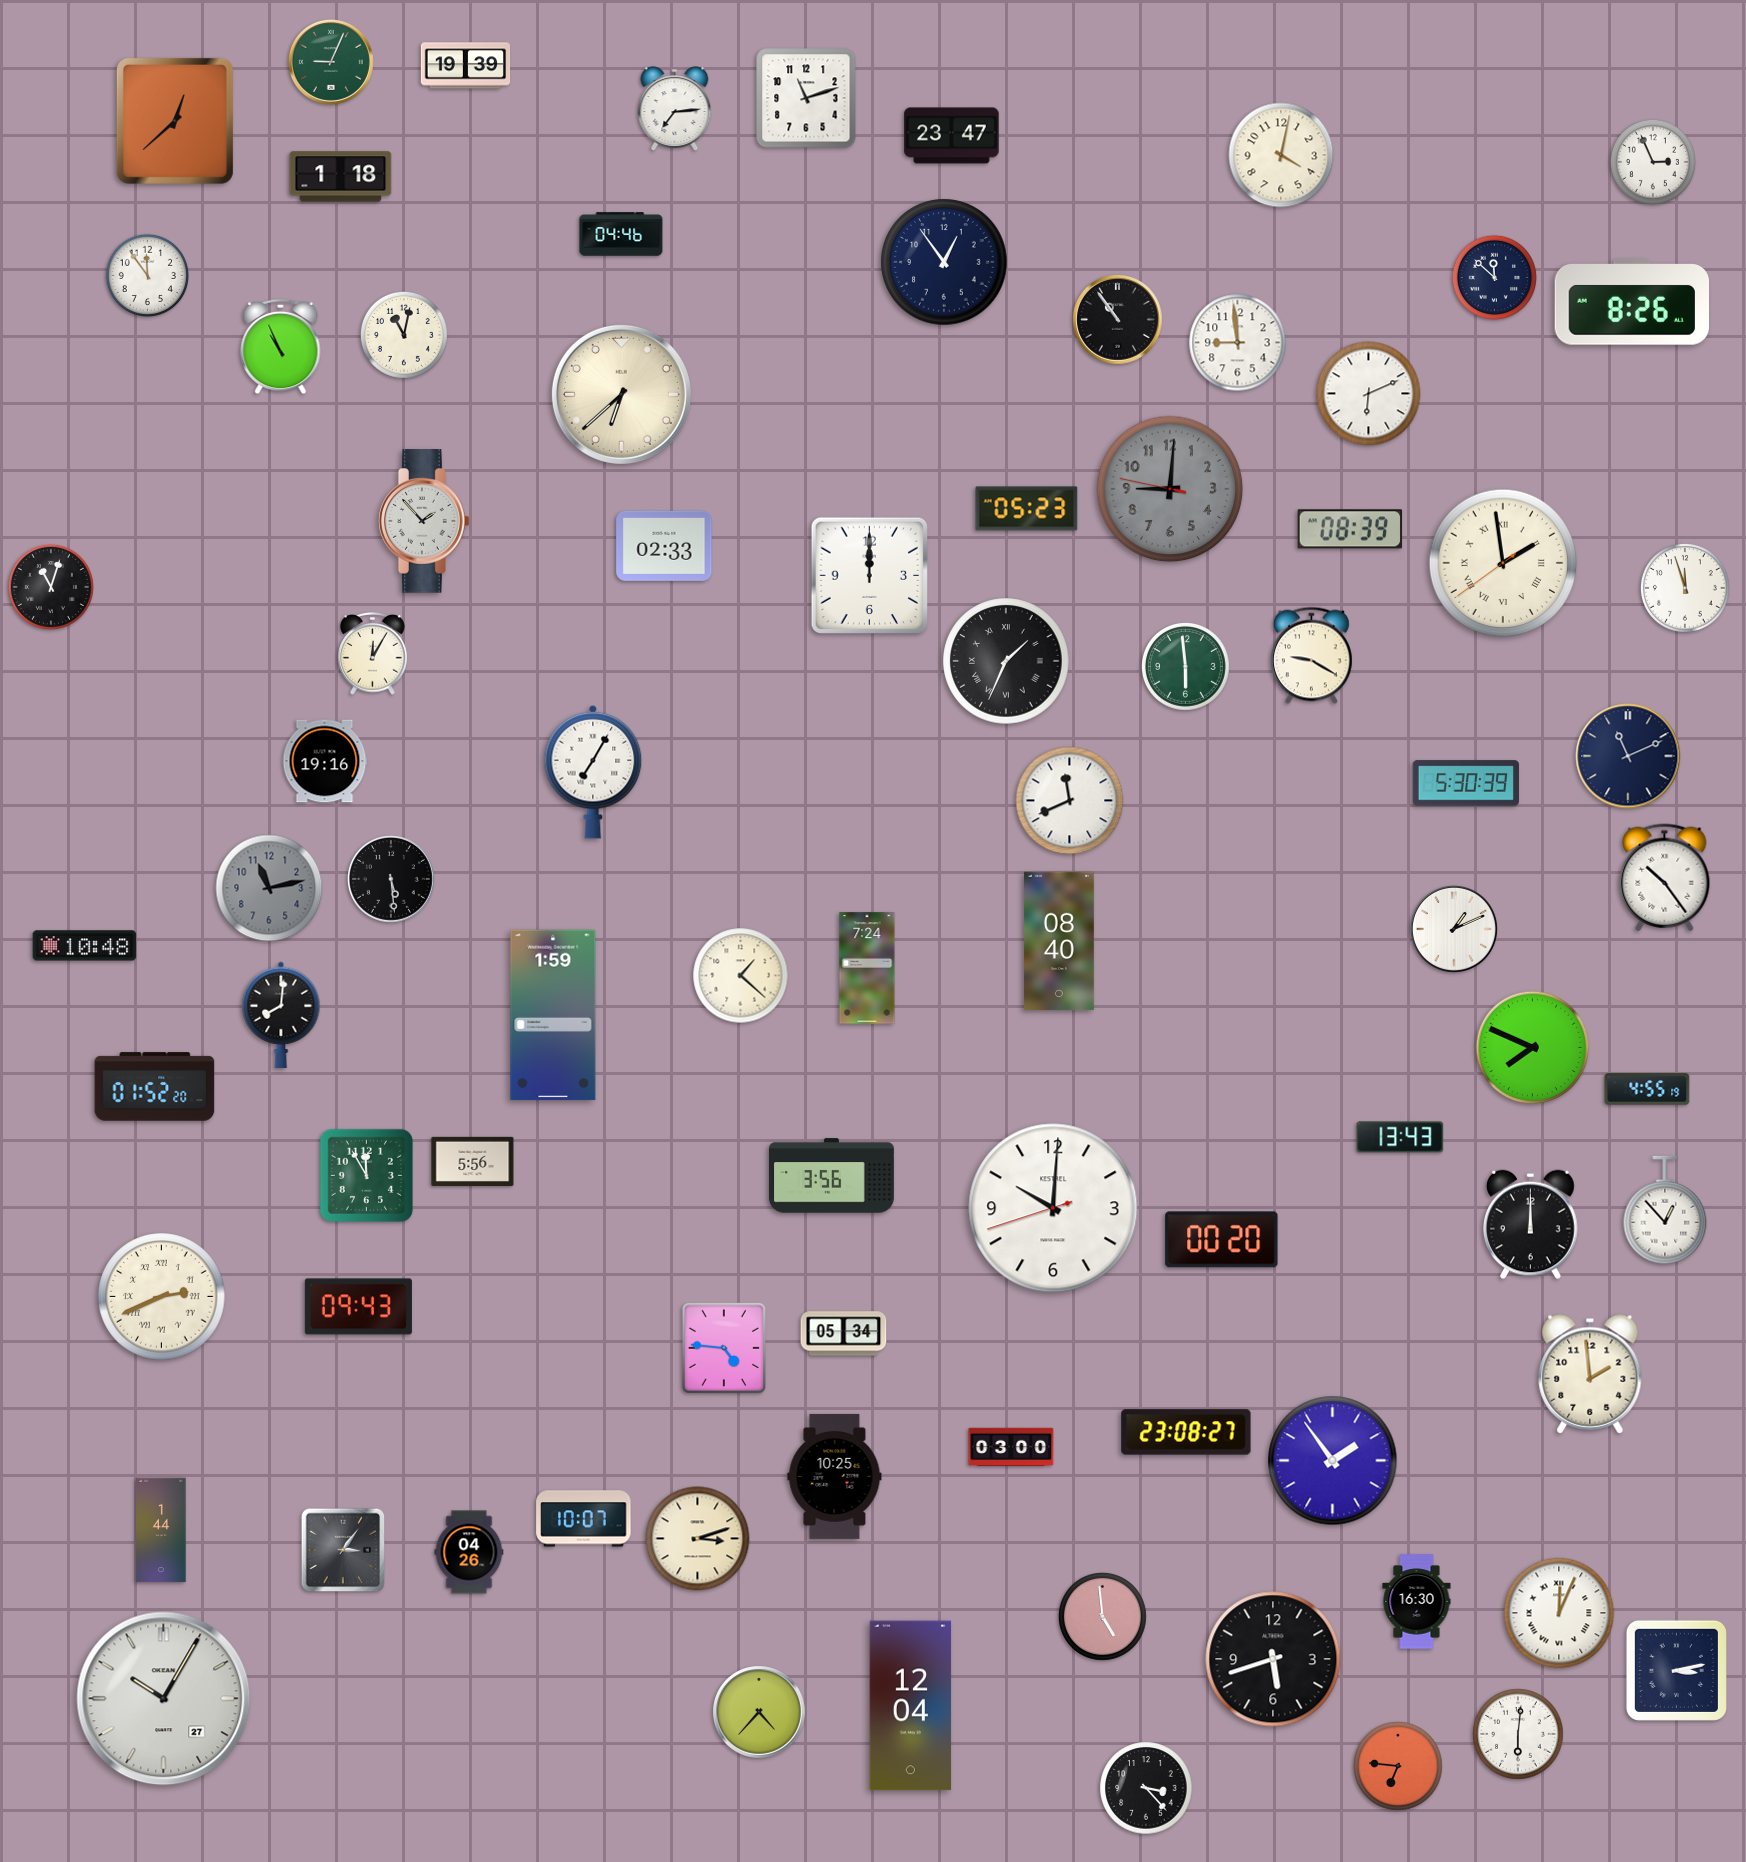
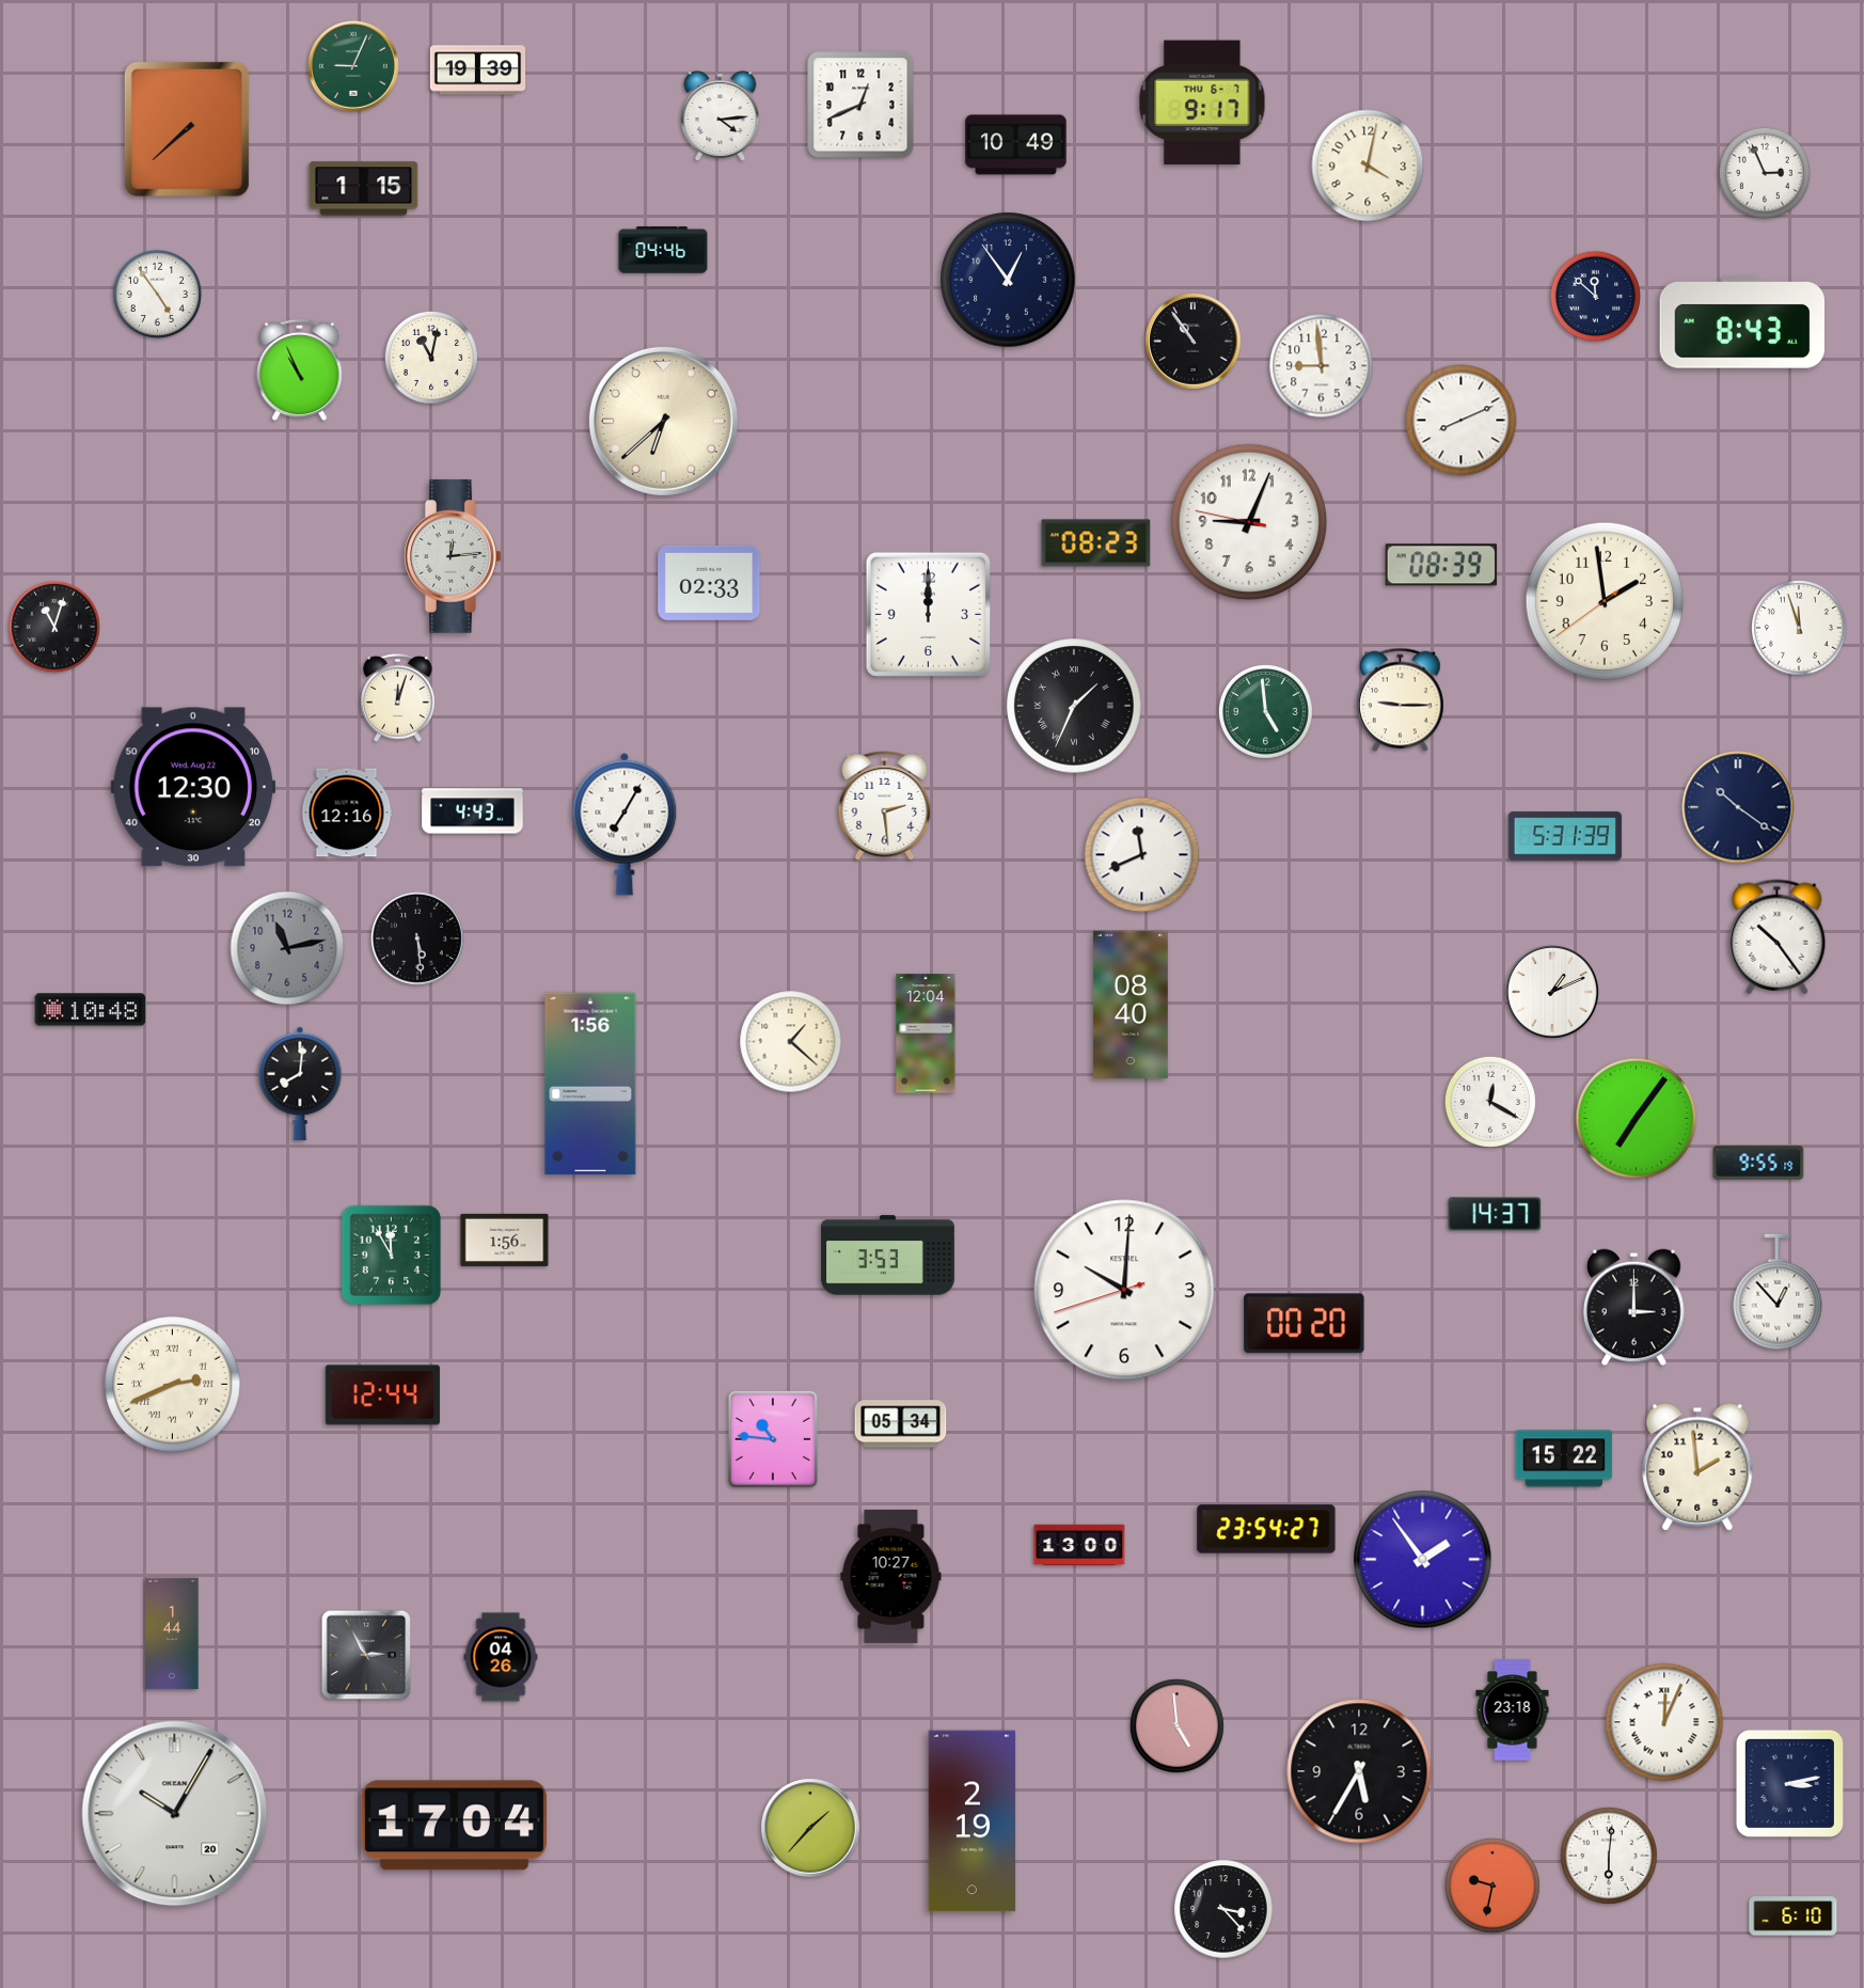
clock at (466, 66) position: (466, 66) -> (478, 70)
clock at (1202, 102): none -> 9:17
clock at (806, 98): 11:12 -> 12:41
clock at (675, 108): 7:14 -> 4:14
clock at (175, 121): 12:38 -> 7:38
clock at (952, 136): 23:47 -> 10:49
clock at (341, 177): 1:18 -> 1:15
clock at (147, 275): 11:54 -> 4:54
clock at (1631, 303): 8:26 -> 8:43
clock at (1369, 394): 6:11 -> 8:11
clock at (1170, 489): 9:00 -> 9:03
clock at (1170, 489) dial: grey -> white
clock at (1027, 509): 05:23 -> 08:23
clock at (425, 521): 1:53 -> 12:14
clock at (1503, 563) numerals: Roman -> Arabic
clock at (373, 654): 12:05 -> 12:03
clock at (1311, 656): 9:20 -> 9:15
clock at (1185, 666): 5:59 -> 4:59
clock at (192, 787): none -> 12:30
clock at (885, 806): none -> 2:29
clock at (1628, 756): 11:11 -> 10:21
clock at (473, 811): none -> 4:43
clock at (325, 761): 19:16 -> 12:16
clock at (593, 772) position: (593, 772) -> (625, 824)
clock at (1466, 783): 5:30 -> 5:31
clock at (867, 968): 7:24 -> 12:04
clock at (553, 1015): 1:59 -> 1:56
clock at (1490, 1102): none -> 12:20
clock at (1533, 1048): 7:49 -> 7:06
clock at (155, 1087): 01:52 -> none
clock at (1647, 1089): 4:55 -> 9:55
clock at (1400, 1137): 13:43 -> 14:37
clock at (473, 1161): 5:56 -> 1:56
clock at (831, 1176): 3:56 -> 3:53
clock at (1531, 1225): 12:00 -> 3:00
clock at (358, 1307): 09:43 -> 12:44
clock at (724, 1348): 4:46 -> 10:46
clock at (1564, 1458): none -> 15:22
clock at (1186, 1432): 23:08 -> 23:54
clock at (1011, 1446): 03:00 -> 13:00
clock at (835, 1476): 10:25 -> 10:27
clock at (584, 1519): 10:07 -> none
clock at (698, 1539): 3:12 -> none
clock at (343, 1550): 3:06 -> 2:55
clock at (1417, 1602): 16:30 -> 23:18
clock at (1273, 1659): 5:42 -> 5:35
clock at (164, 1699) date: 27 -> 20
clock at (911, 1706): 12:04 -> 2:19
clock at (454, 1826): none -> 17:04
clock at (759, 1712): 4:37 -> 1:37
clock at (1518, 1734) position: (1518, 1734) -> (1609, 1856)
clock at (1399, 1767): 6:46 -> 9:32
clock at (1794, 1916): none -> 6:10
